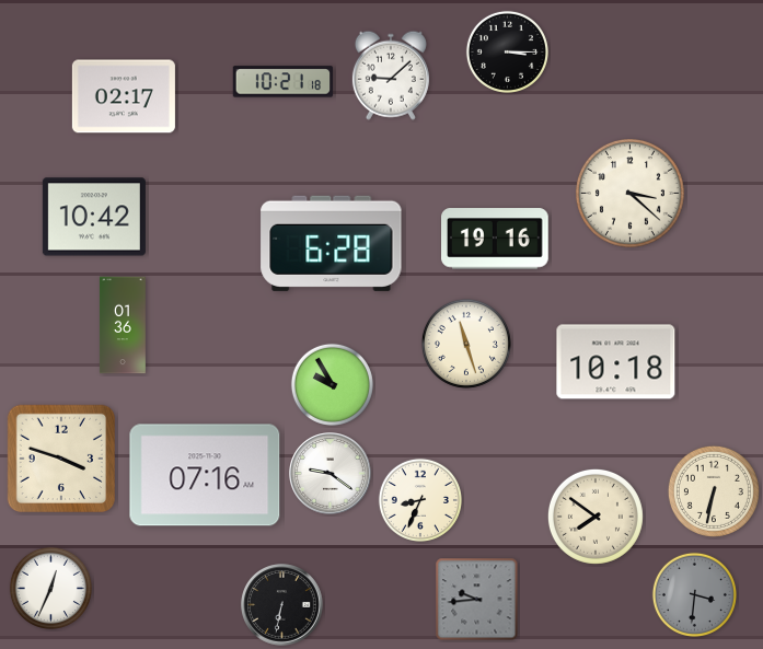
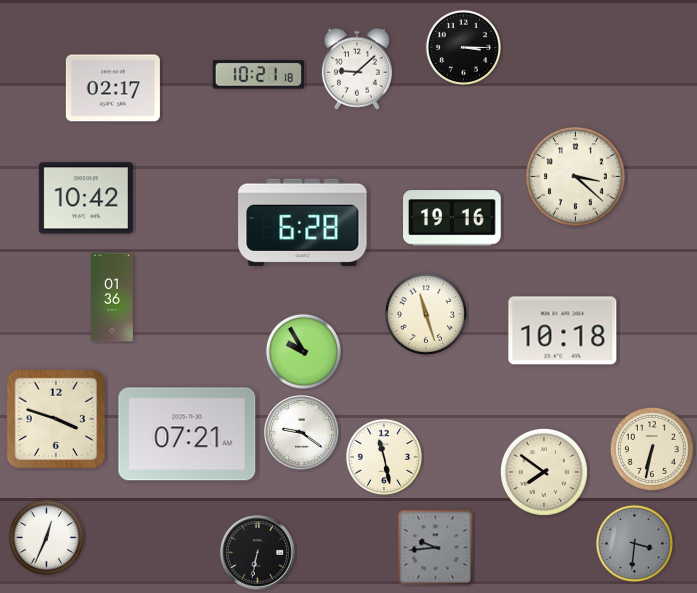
clock at (205, 475): 07:16 -> 07:21
clock at (420, 500): 8:34 -> 11:28
